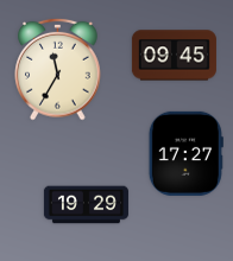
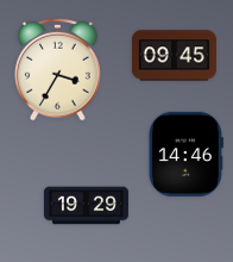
clock at (58, 69): 11:35 -> 3:35
clock at (185, 153): 17:27 -> 14:46
